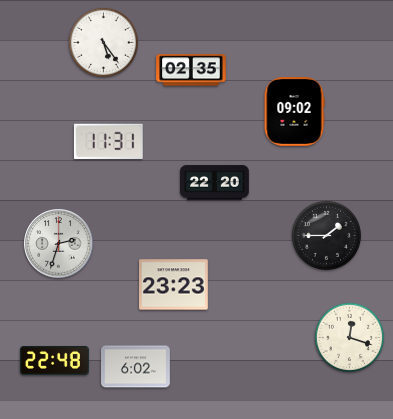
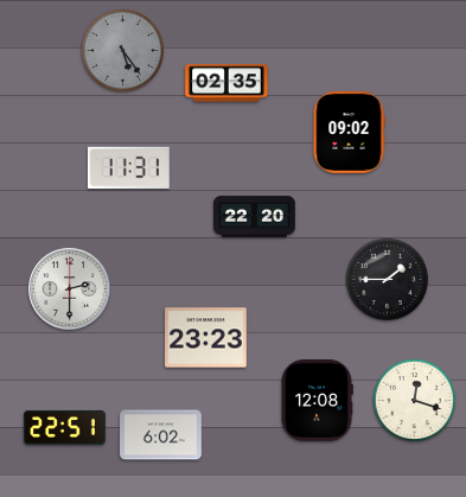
clock at (103, 42) dial: white -> grey
clock at (59, 244): 2:33 -> 2:30
clock at (318, 401): none -> 12:08
clock at (55, 360): 22:48 -> 22:51
